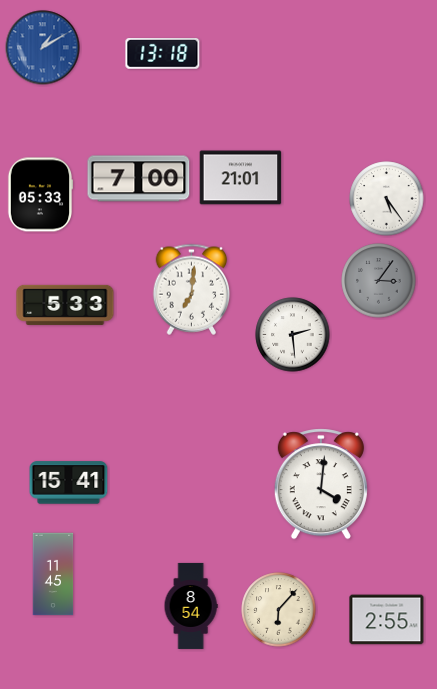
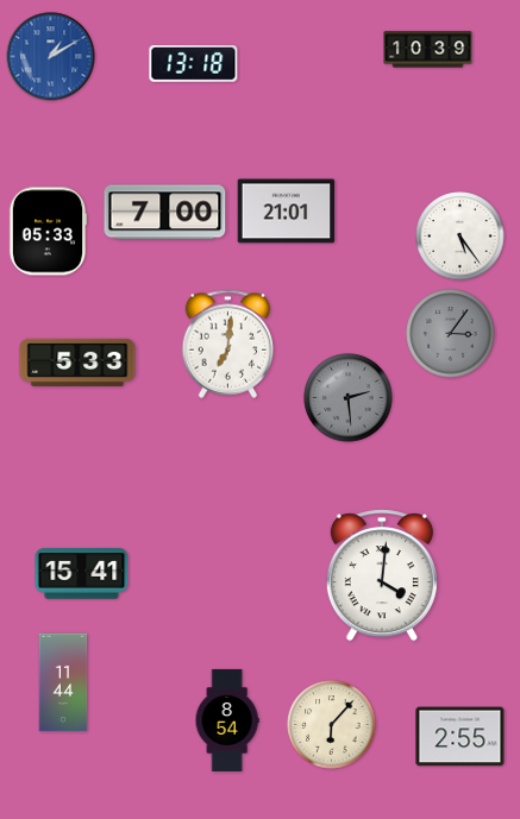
clock at (428, 50): none -> 10:39
clock at (293, 335) dial: white -> grey
clock at (53, 574): 11:45 -> 11:44
